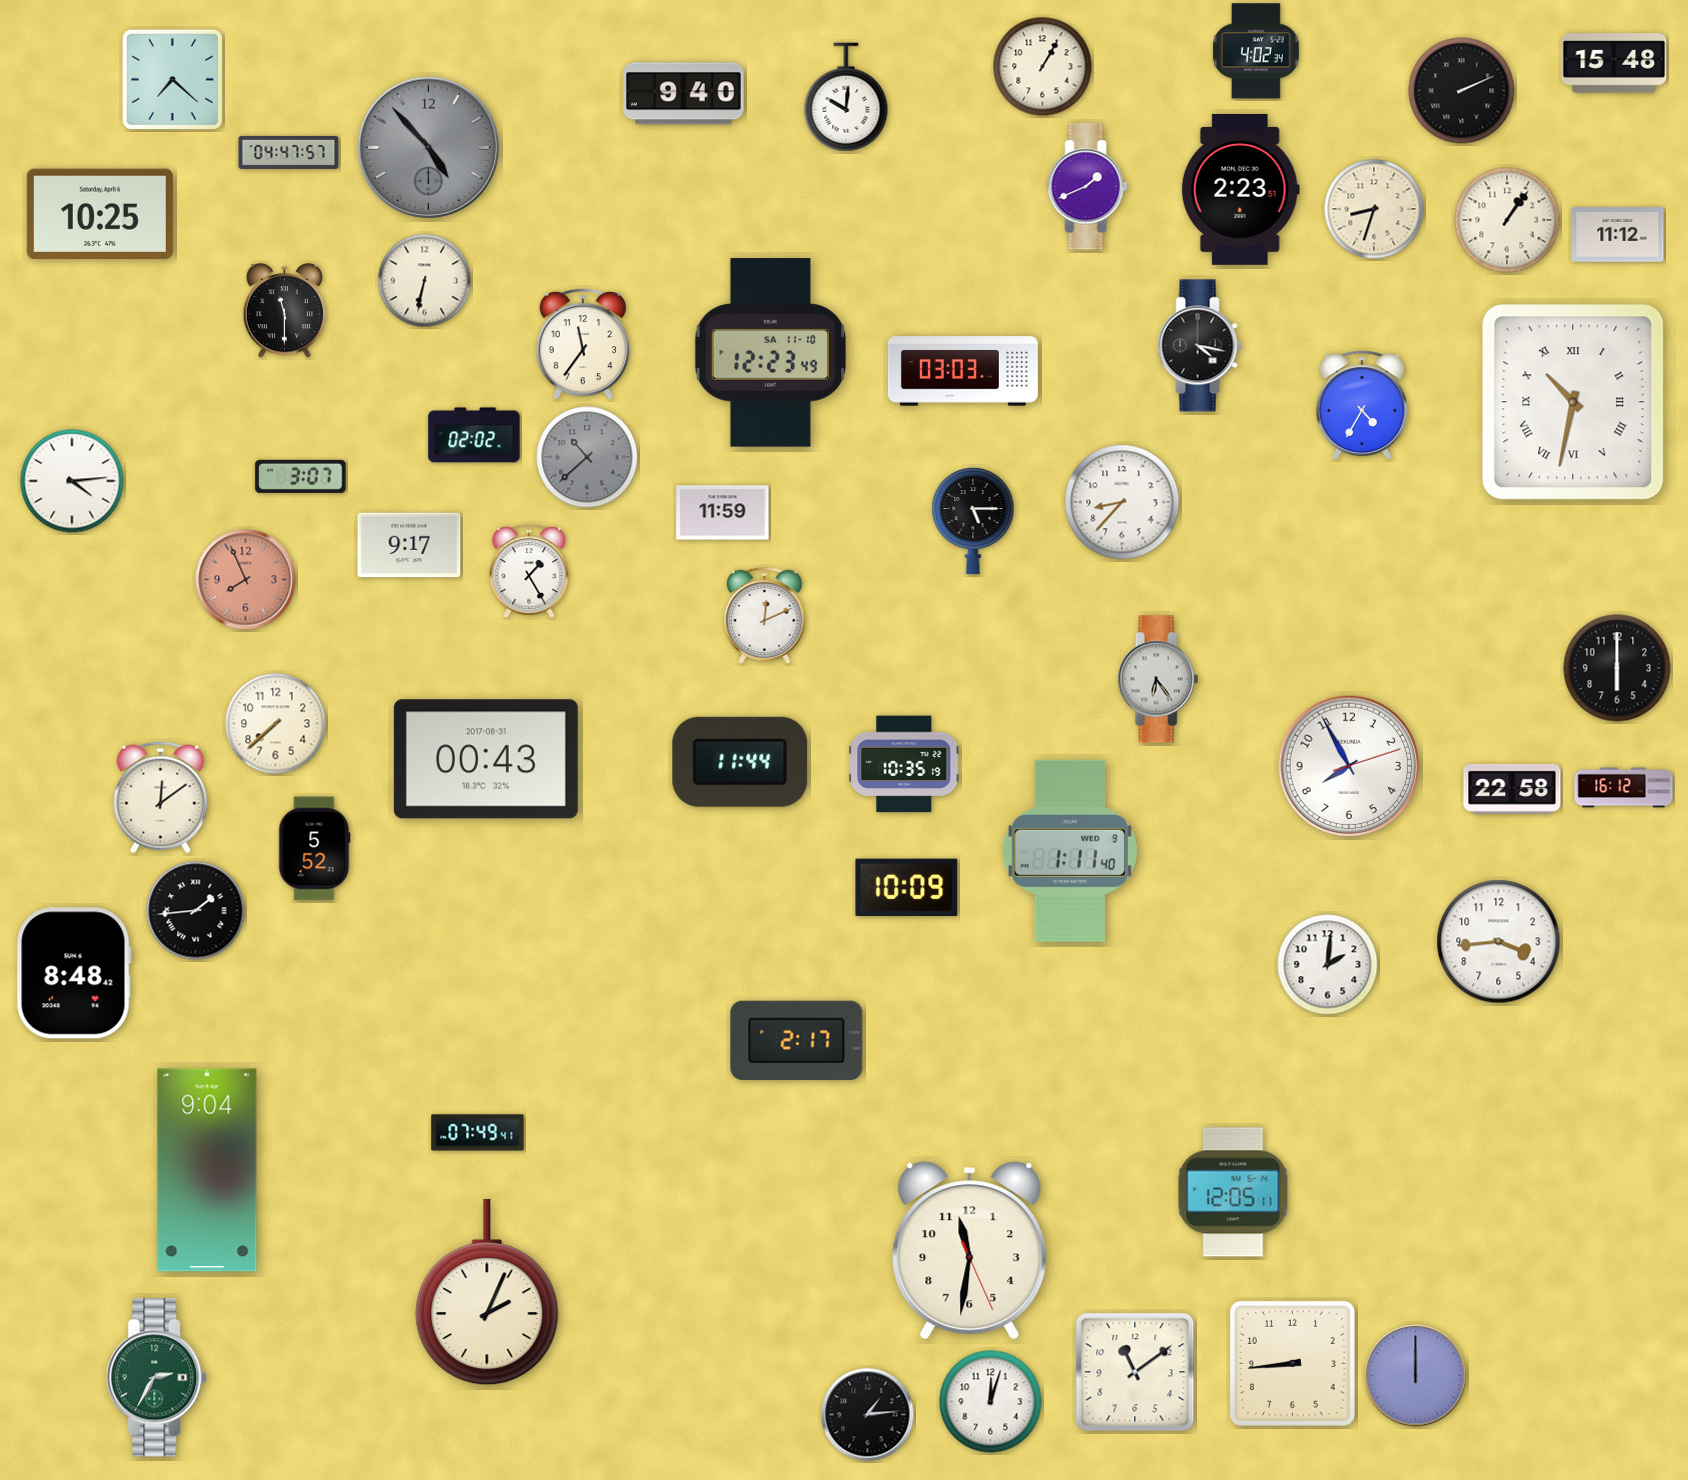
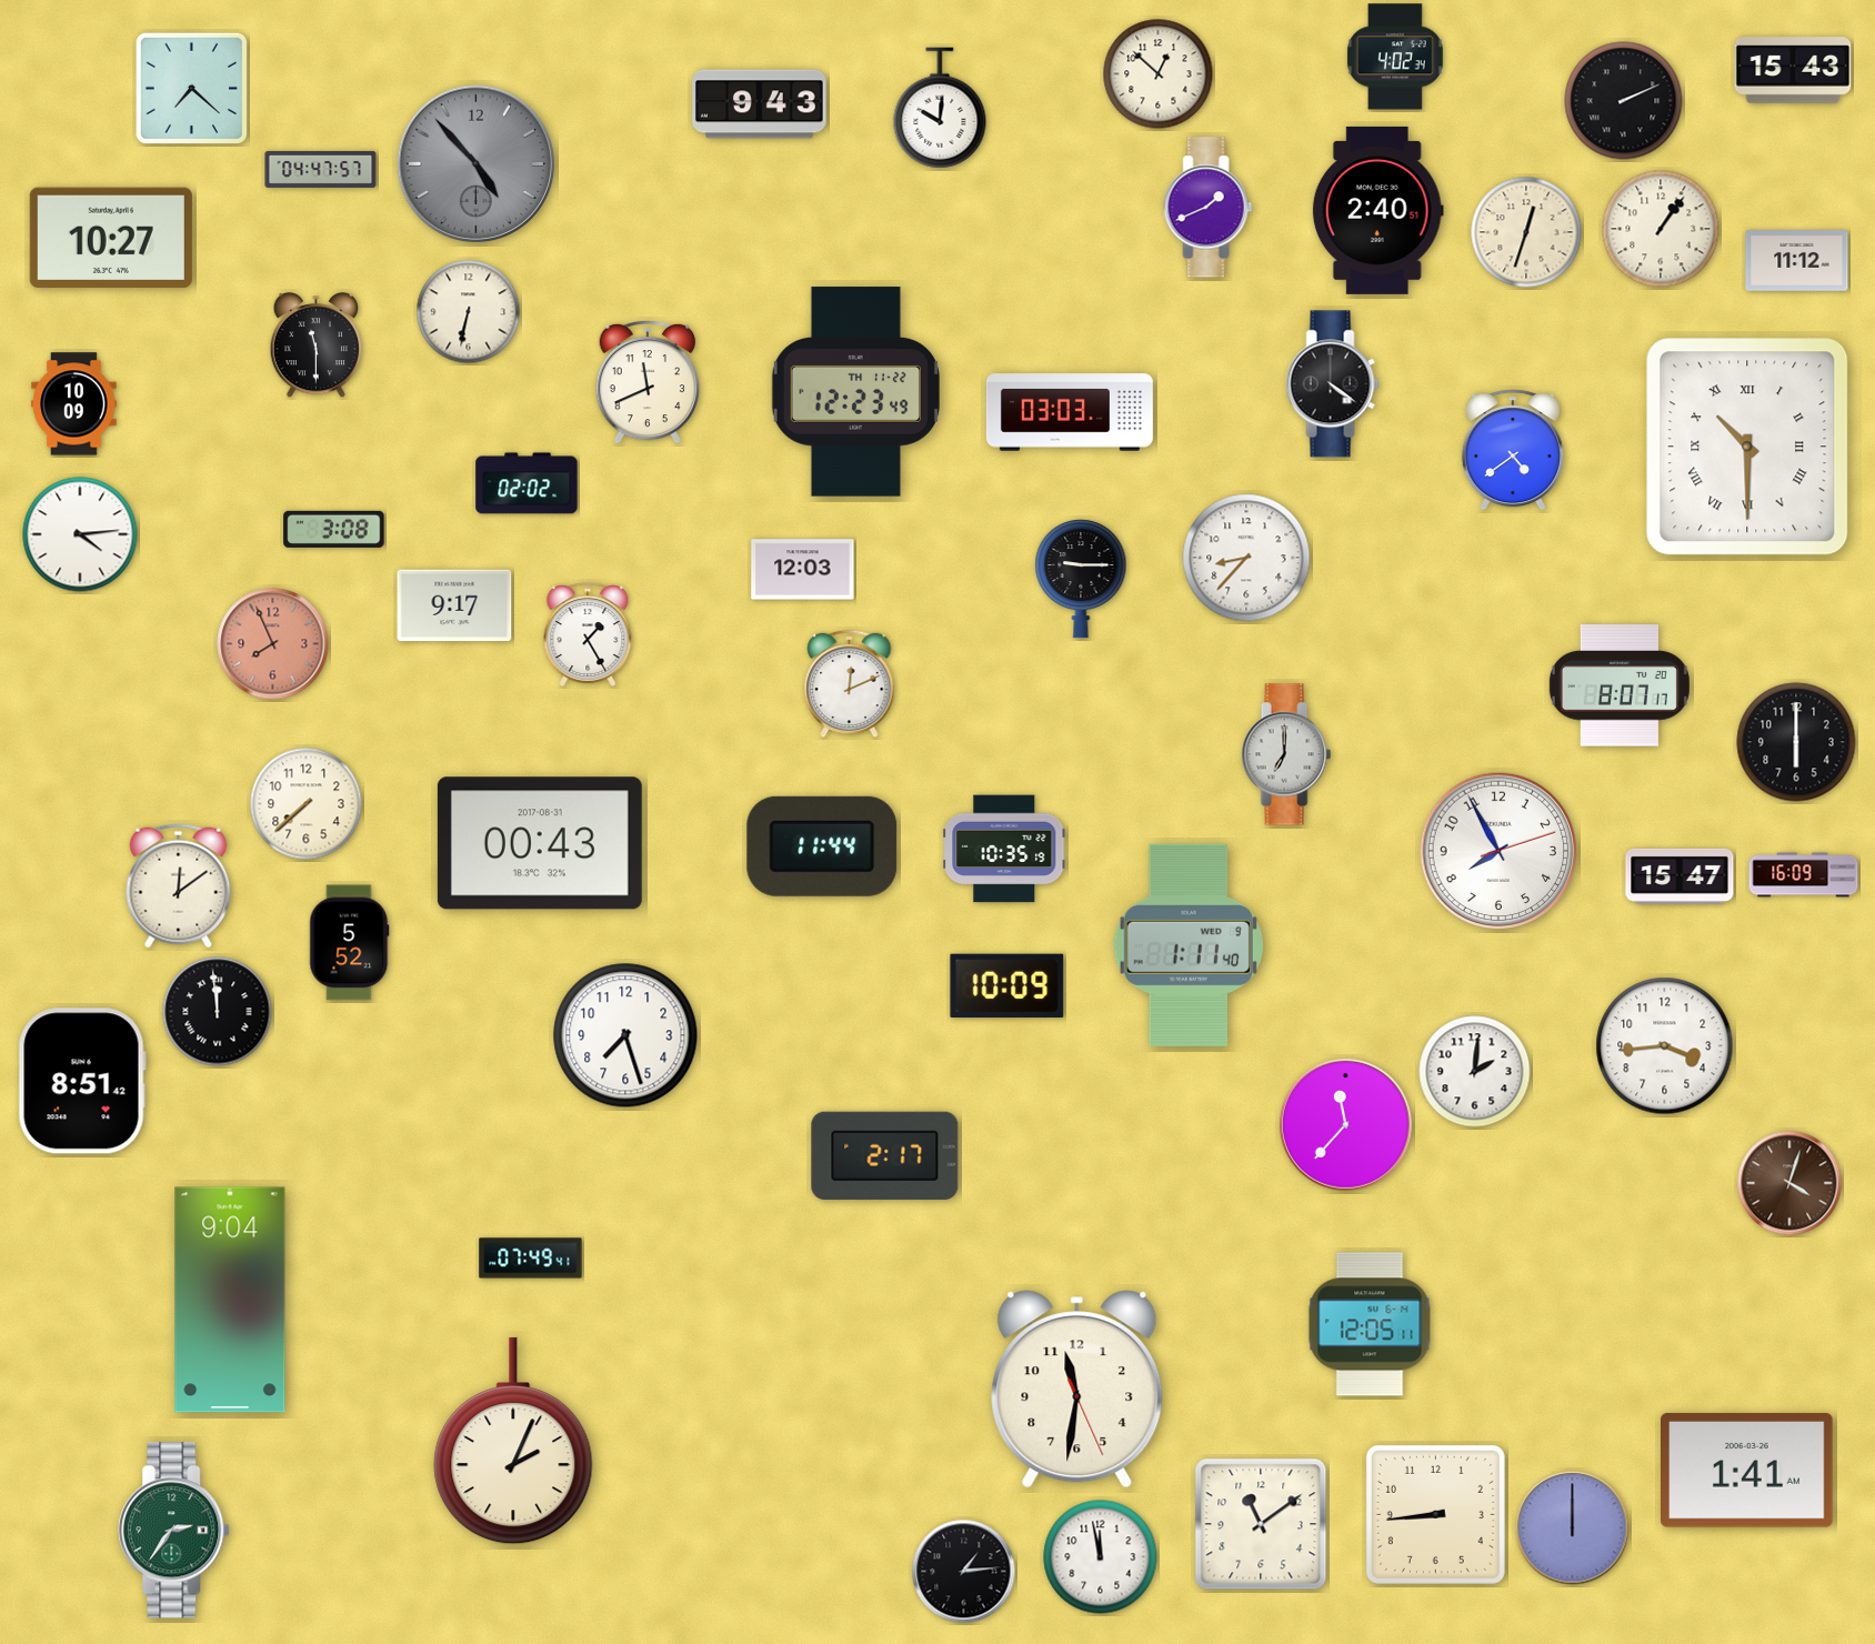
clock at (1614, 63): 15:48 -> 15:43
clock at (1043, 67): 1:05 -> 12:52
clock at (684, 94): 9:40 -> 9:43
clock at (1240, 189): 2:23 -> 2:40
clock at (1374, 209): 8:33 -> 12:33
clock at (100, 214): 10:25 -> 10:27
clock at (1507, 220) position: (1507, 220) -> (1661, 229)
clock at (425, 281) position: (425, 281) -> (469, 312)
clock at (583, 344): 11:36 -> 11:41
clock at (1200, 346): 4:17 -> 4:21
clock at (770, 353) date: SA 11-10 -> TH 11-22
clock at (74, 404): none -> 10:09
clock at (1573, 402): 10:32 -> 10:30
clock at (1362, 405): 4:35 -> 4:39
clock at (587, 457): 10:38 -> none
clock at (301, 476): 3:07 -> 3:08
clock at (723, 513): 11:59 -> 12:03
clock at (973, 522): 5:15 -> 9:15
clock at (1620, 685): none -> 8:07
clock at (1158, 679): 6:24 -> 7:00
clock at (1624, 788): 16:12 -> 16:09
clock at (1512, 789): 22:58 -> 15:47
clock at (196, 911): 1:44 -> 11:59
clock at (625, 1035): none -> 7:27
clock at (74, 973): 8:48 -> 8:51
clock at (1345, 1124): none -> 11:37
clock at (1789, 1183): none -> 4:03
clock at (487, 1292) position: (487, 1292) -> (513, 1441)
clock at (1747, 1471): none -> 1:41
clock at (157, 1378): 2:35 -> 2:36
clock at (991, 1402): 12:03 -> 11:58
